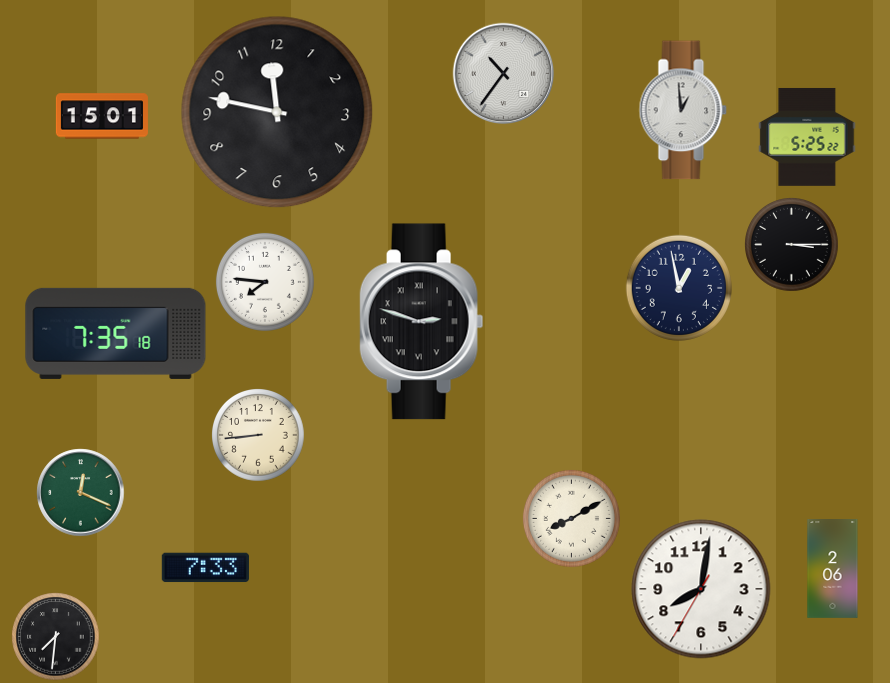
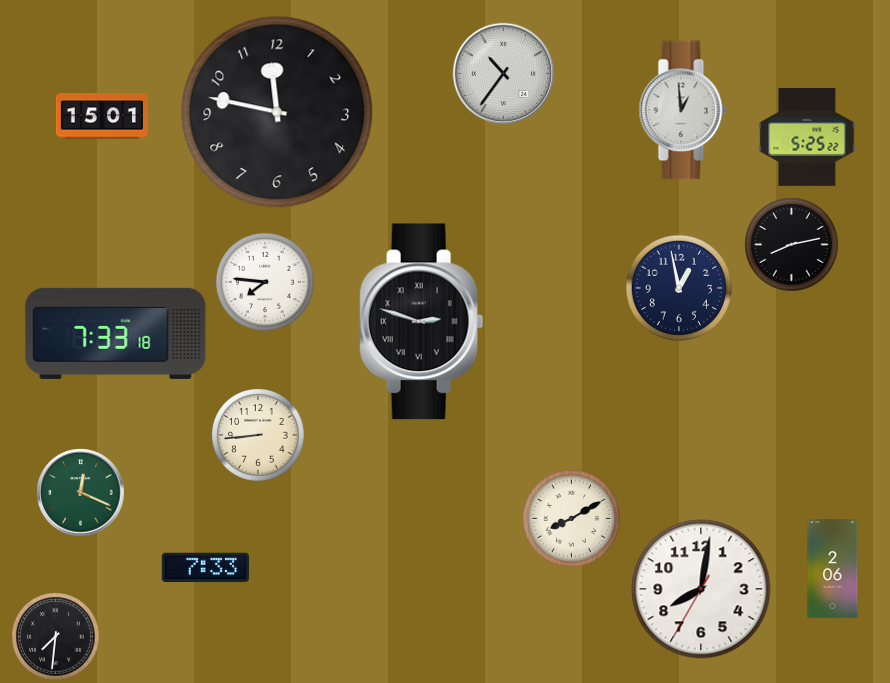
clock at (792, 245): 3:15 -> 8:13
clock at (116, 333): 7:35 -> 7:33
